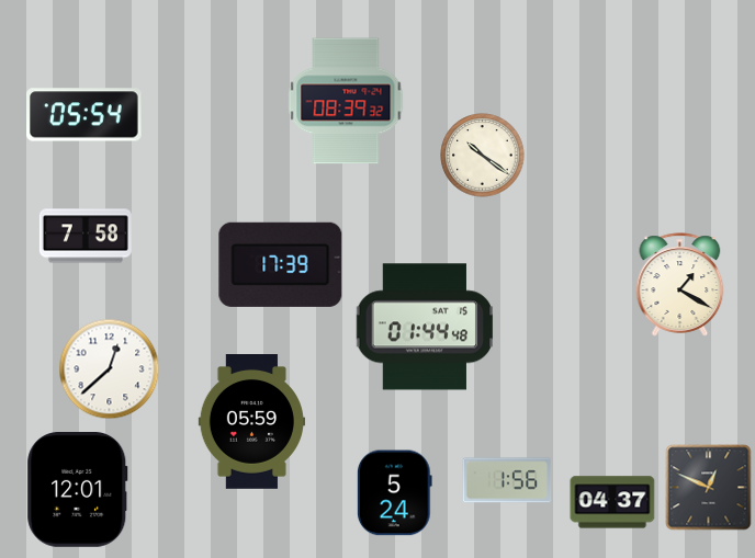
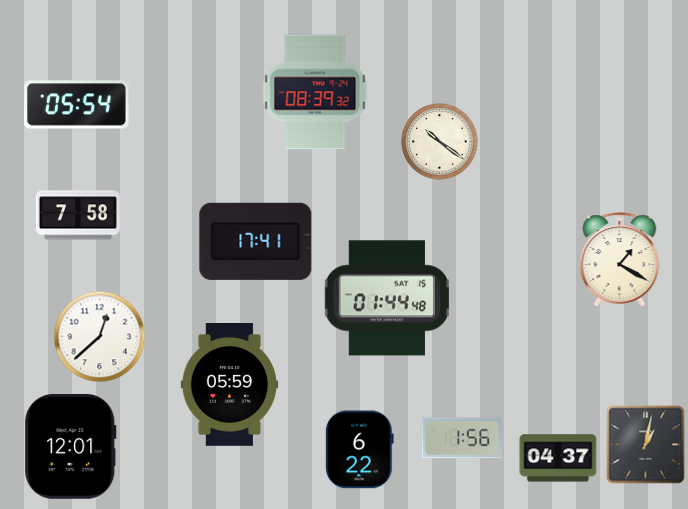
clock at (281, 264): 17:39 -> 17:41
clock at (709, 488): 12:49 -> 1:02
clock at (394, 493): 5:24 -> 6:22
